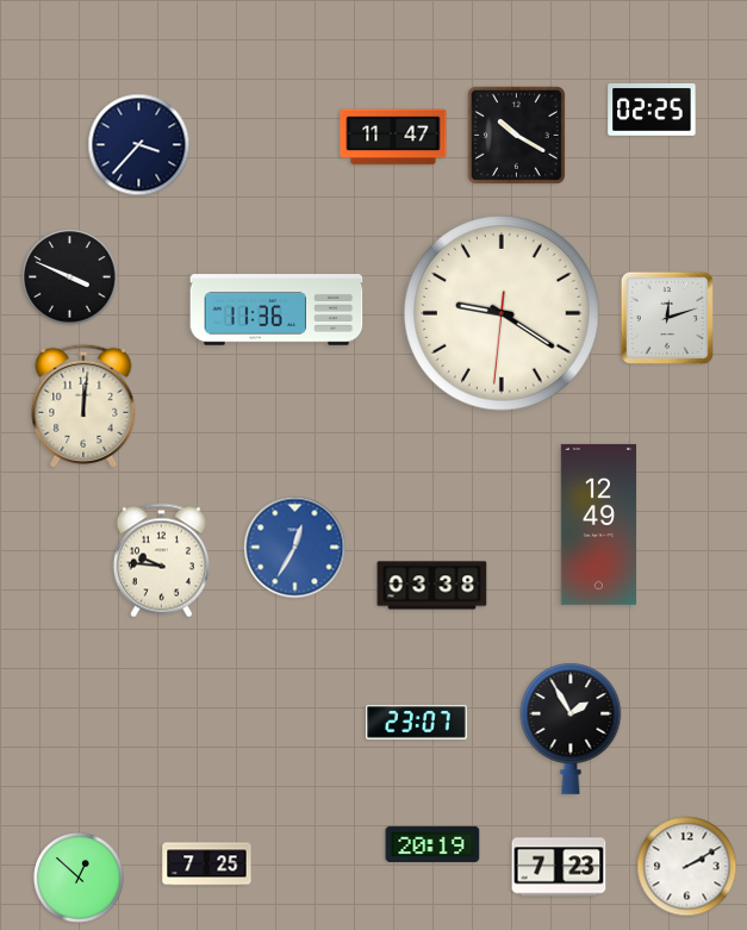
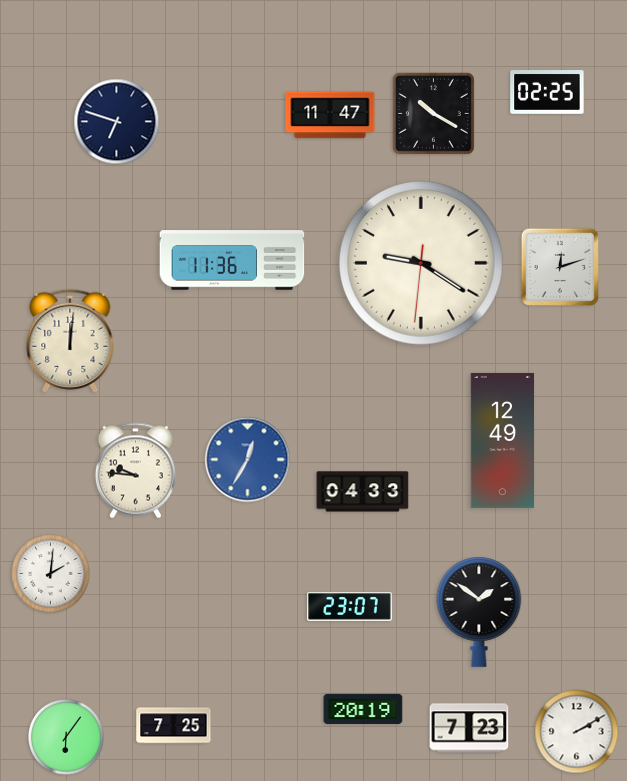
clock at (139, 145): 3:37 -> 6:48
clock at (70, 277): 3:49 -> none
clock at (432, 586): 03:38 -> 04:33
clock at (51, 574): none -> 2:01
clock at (571, 729): 1:55 -> 1:51
clock at (687, 867) position: (687, 867) -> (577, 732)
clock at (79, 878): 12:52 -> 6:06
